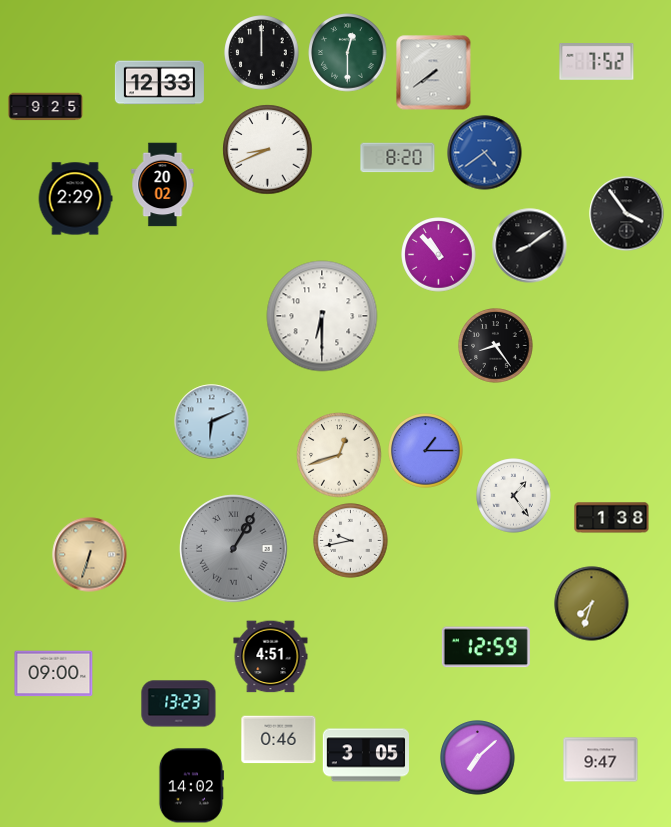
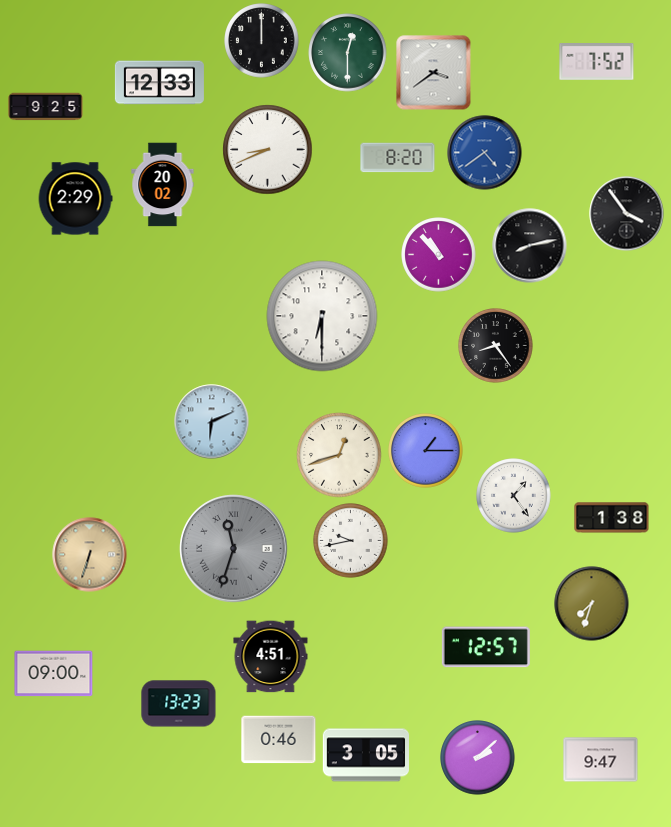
clock at (262, 53) position: (262, 53) -> (262, 41)
clock at (434, 73): 7:39 -> 3:39
clock at (530, 246): 8:09 -> 8:13
clock at (234, 549): 1:05 -> 11:33
clock at (486, 647): 12:59 -> 12:57
clock at (478, 758): 7:08 -> 2:08
clock at (191, 786): 14:02 -> none
